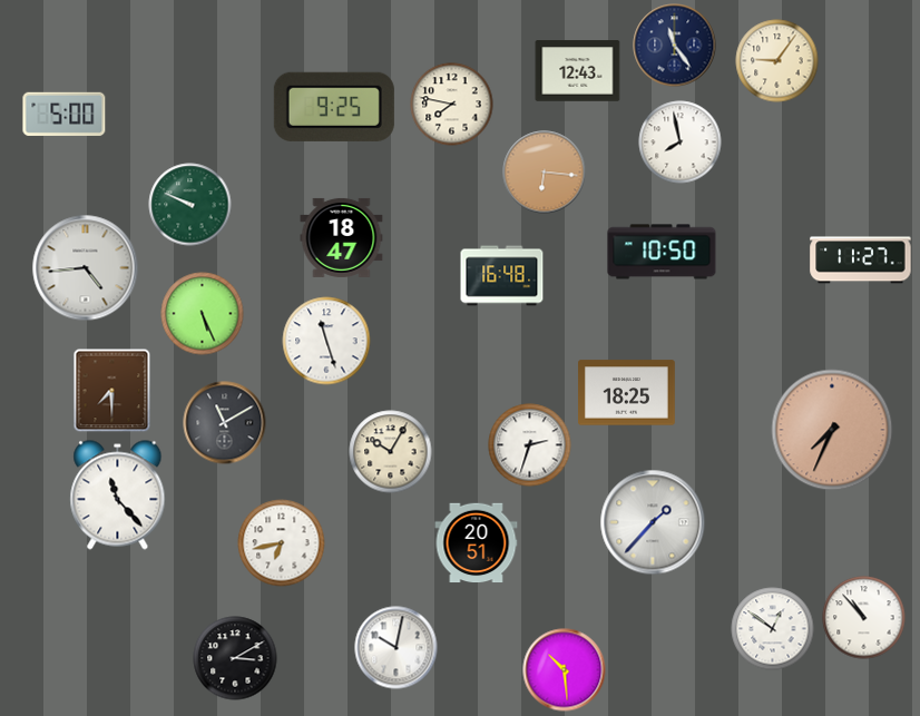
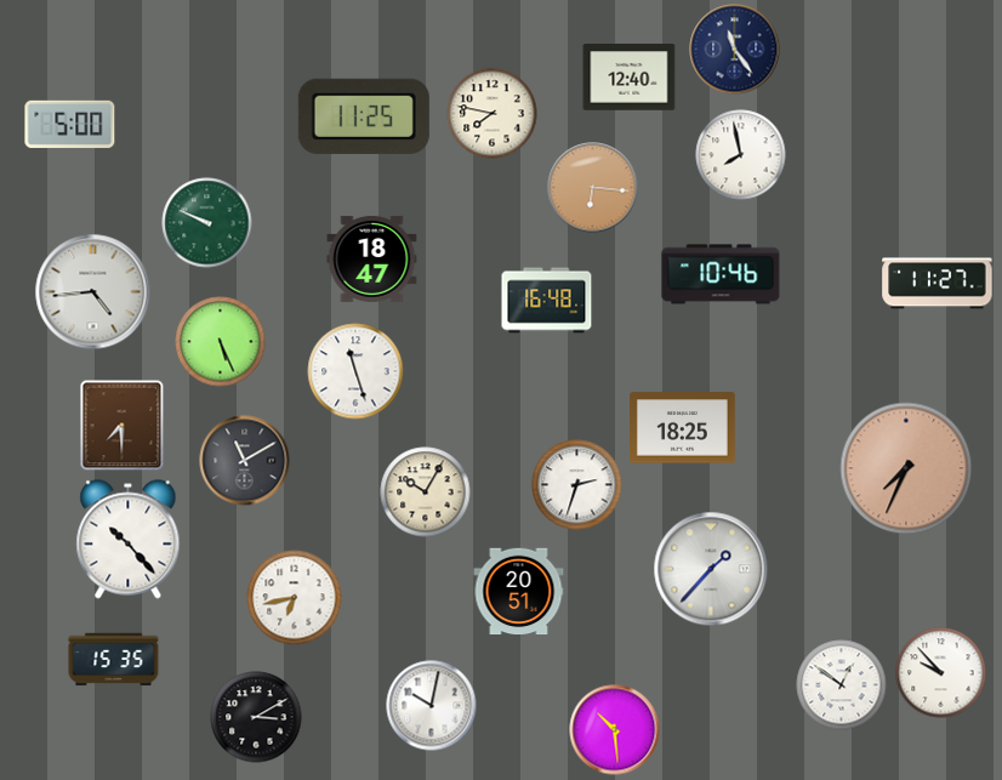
clock at (777, 61): 9:06 -> none
clock at (578, 71): 12:43 -> 12:40
clock at (334, 107): 9:25 -> 11:25
clock at (662, 252): 10:50 -> 10:46
clock at (118, 496): 11:23 -> 10:23
clock at (282, 543) position: (282, 543) -> (295, 598)
clock at (114, 660): none -> 15:35
clock at (864, 618): 10:53 -> 9:53
